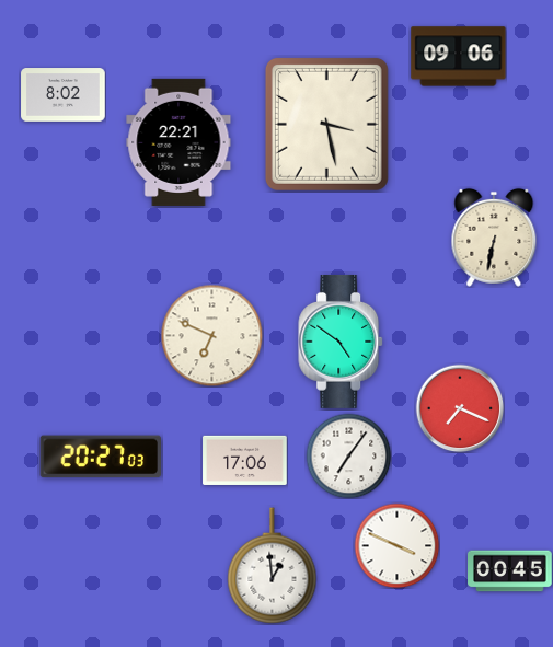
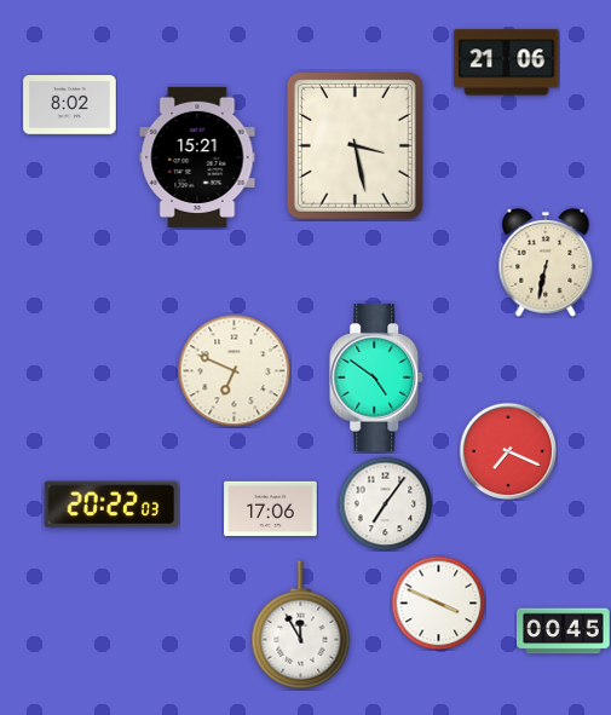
clock at (459, 57): 09:06 -> 21:06
clock at (326, 124) position: (326, 124) -> (355, 145)
clock at (178, 142): 22:21 -> 15:21
clock at (100, 457): 20:27 -> 20:22
clock at (273, 566): 12:59 -> 11:55
